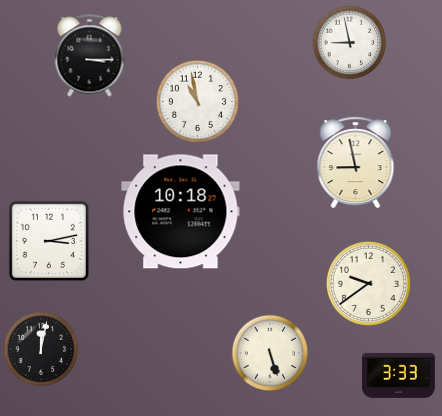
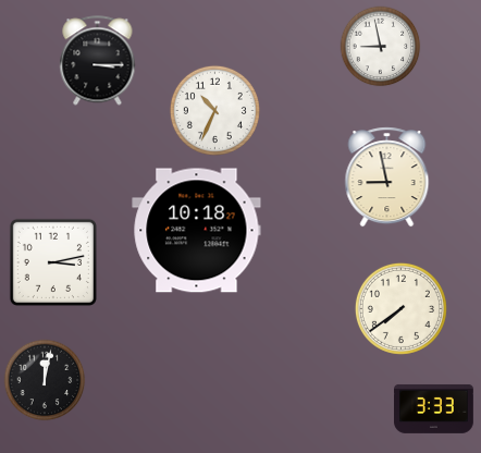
clock at (197, 101): 10:58 -> 10:34
clock at (368, 283): 9:39 -> 7:39
clock at (270, 353): 5:27 -> none
